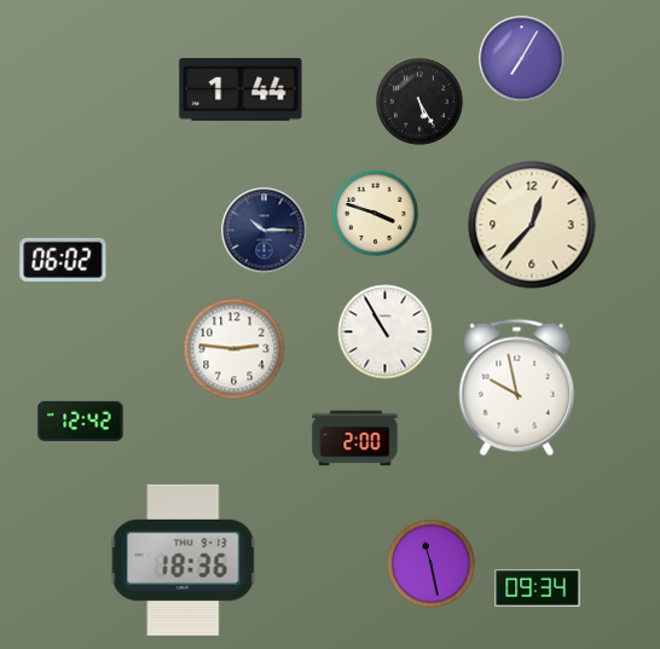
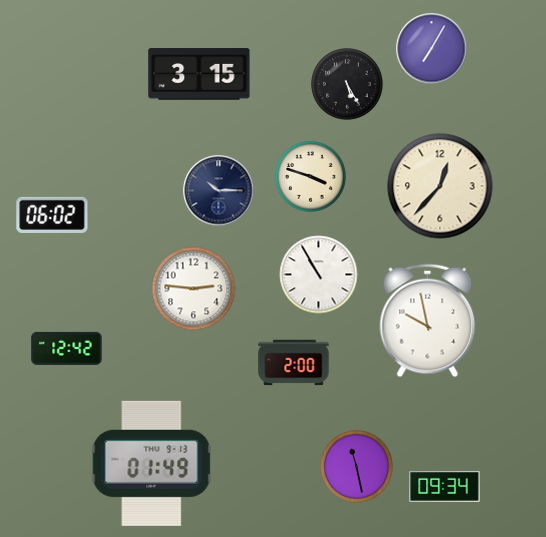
clock at (241, 89): 1:44 -> 3:15
clock at (184, 560): 18:36 -> 01:49
